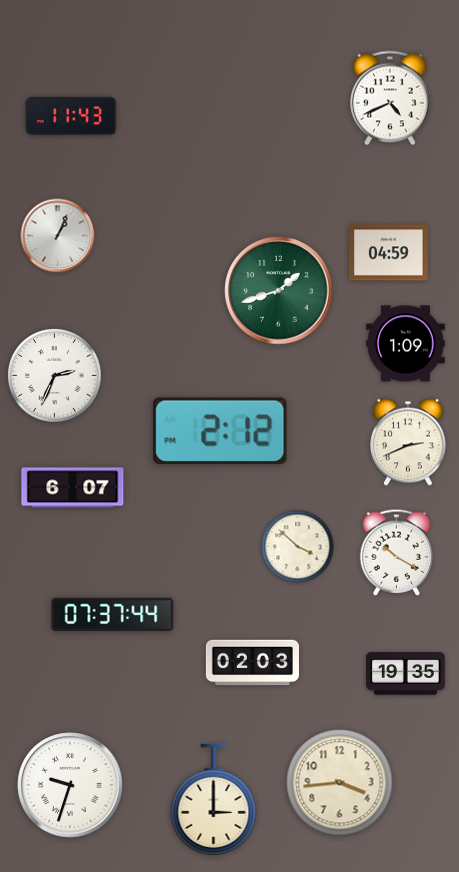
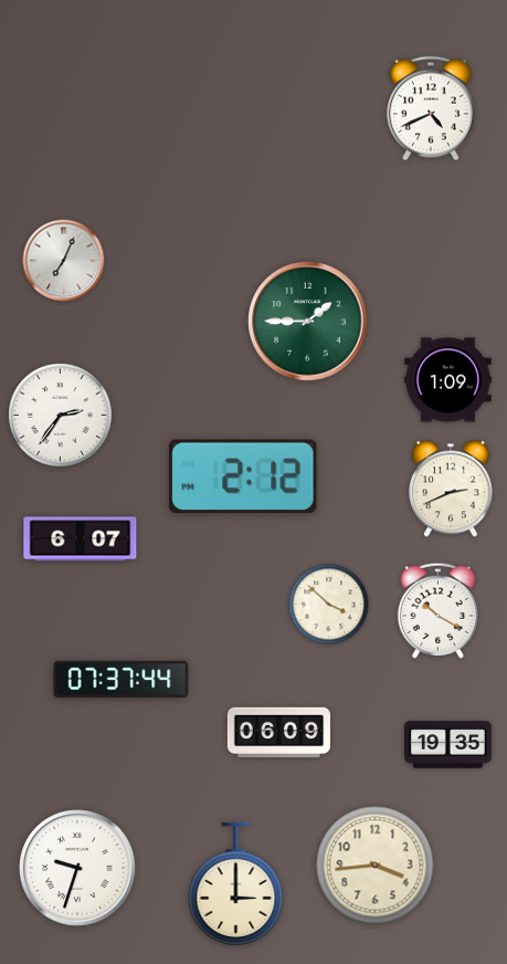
clock at (71, 116): 11:43 -> none
clock at (58, 236): 1:04 -> 7:04
clock at (389, 253): 04:59 -> none
clock at (279, 291): 1:42 -> 1:45
clock at (54, 375): 2:34 -> 2:36
clock at (113, 614) position: (113, 614) -> (122, 679)
clock at (252, 663): 02:03 -> 06:09
